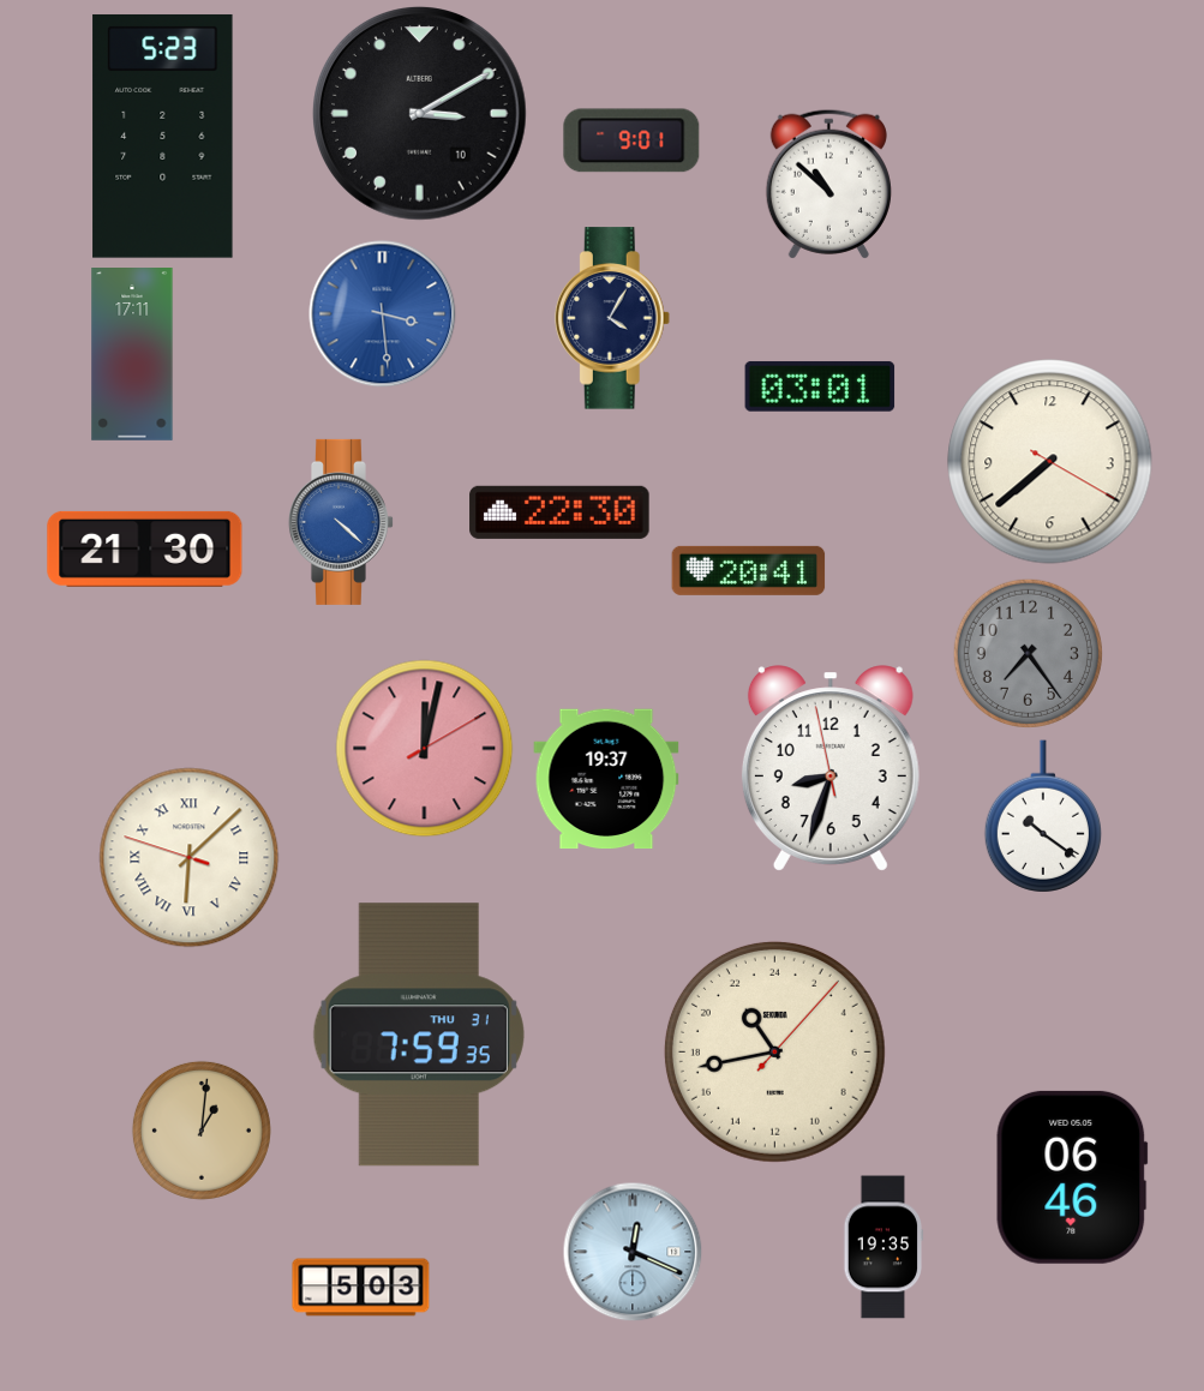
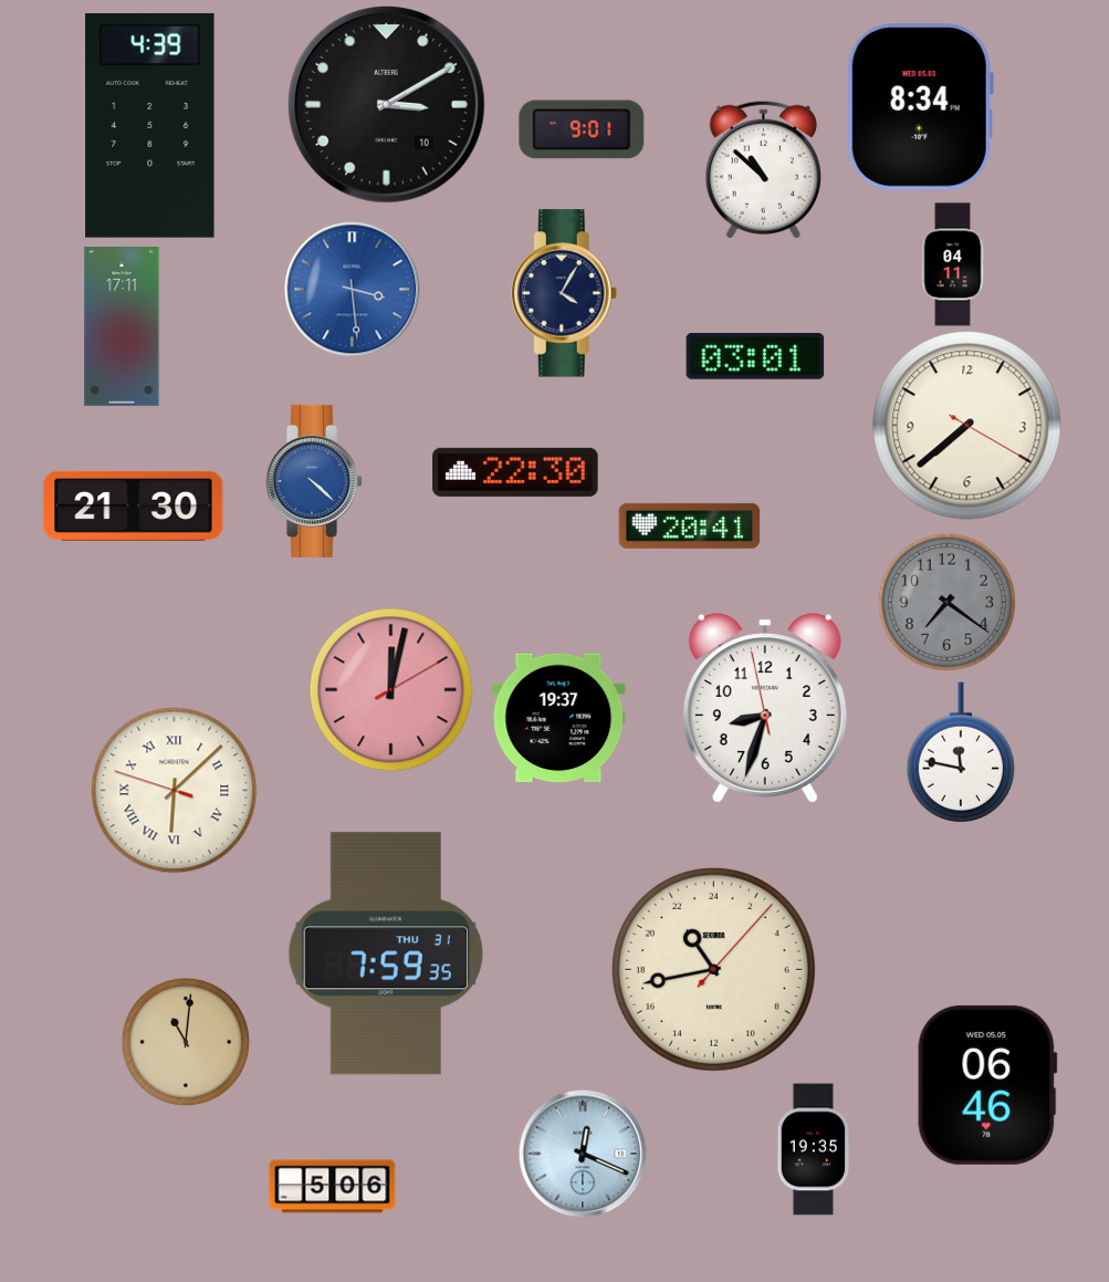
clock at (920, 107): none -> 8:34
clock at (163, 136): 5:23 -> 4:39
clock at (953, 264): none -> 04:11
clock at (1028, 653): 7:24 -> 7:21
clock at (1043, 816): 10:21 -> 11:47
clock at (202, 1131): 1:01 -> 11:01
clock at (361, 1288): 5:03 -> 5:06
